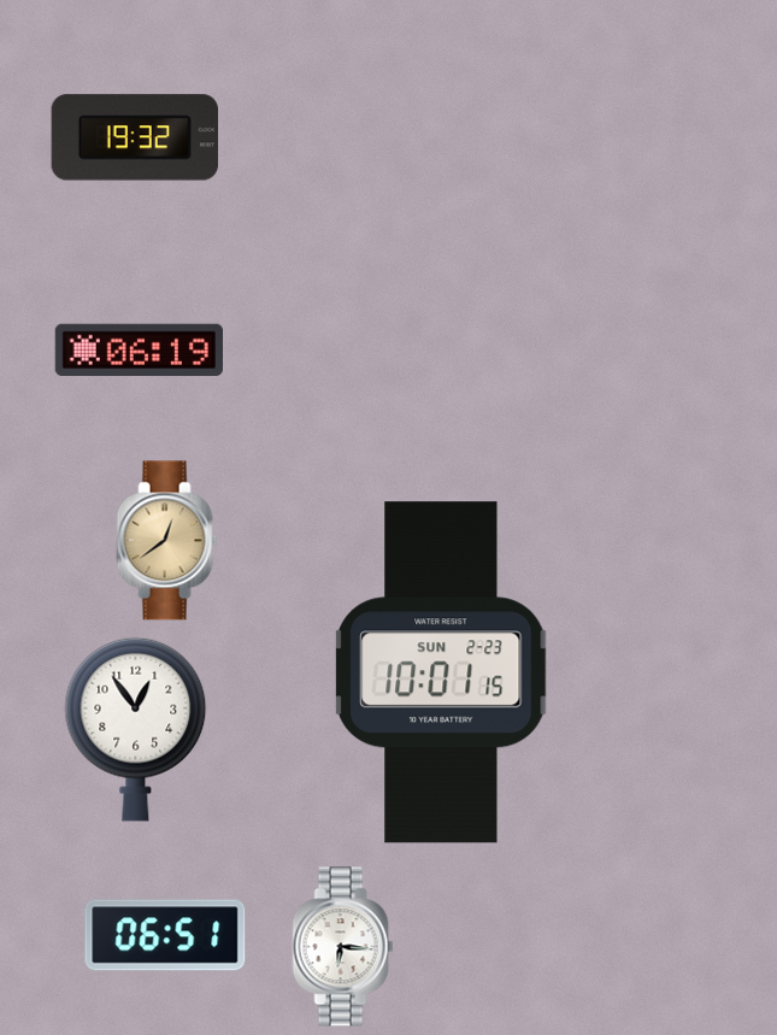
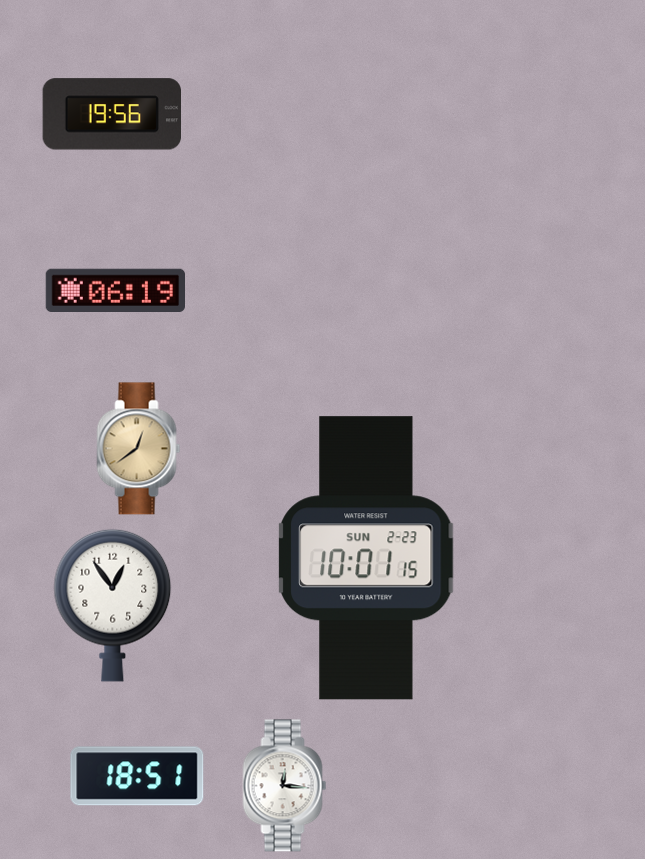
clock at (134, 137): 19:32 -> 19:56
clock at (165, 935): 06:51 -> 18:51
clock at (343, 947): 6:16 -> 12:16
